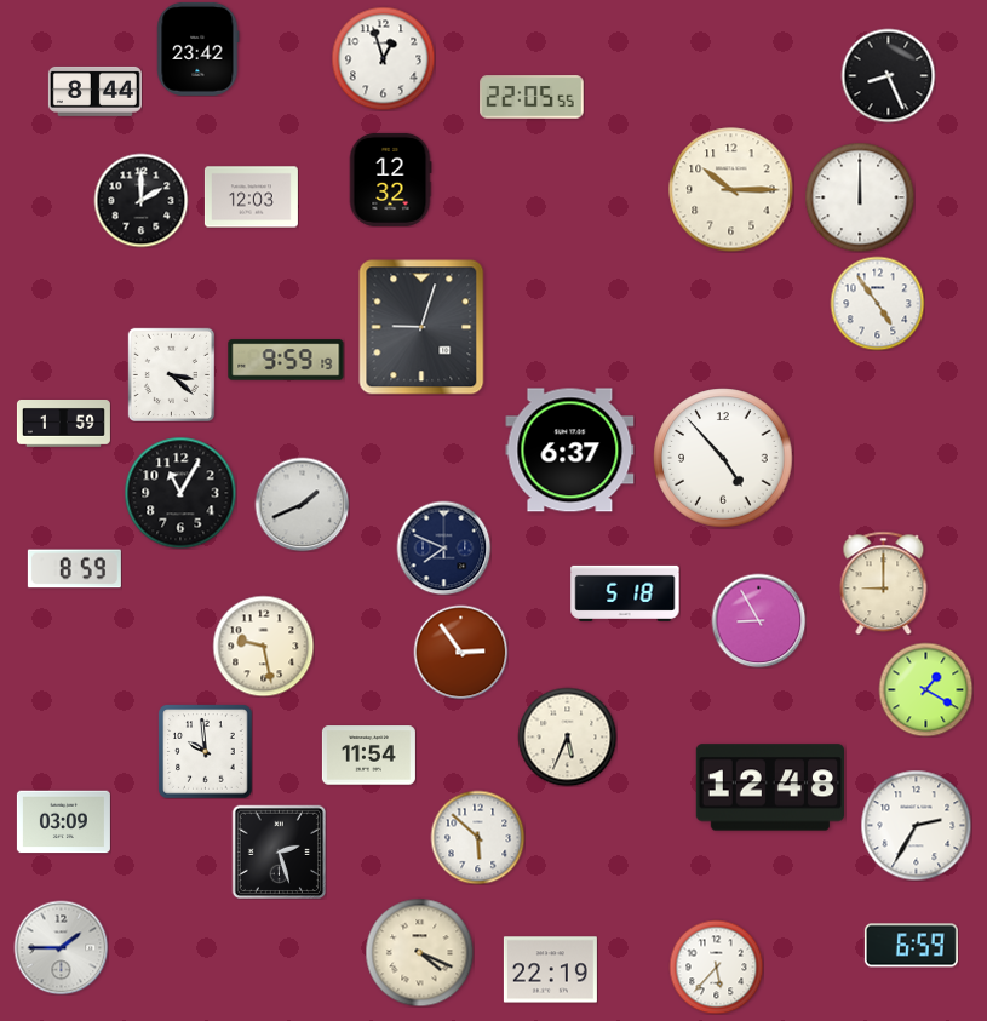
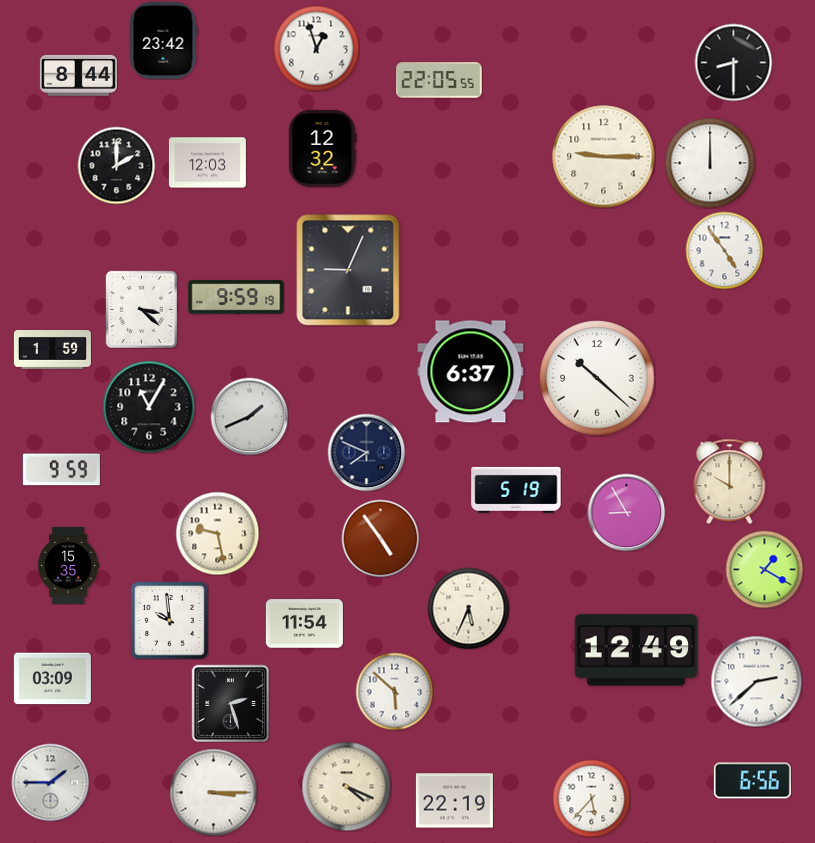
clock at (888, 75): 8:26 -> 8:30
clock at (731, 190): 10:15 -> 9:15
clock at (421, 327): 9:03 -> 9:04
clock at (723, 458): 4:53 -> 10:22
clock at (74, 569): 8:59 -> 9:59
clock at (884, 583): 9:00 -> 10:00
clock at (625, 593): 5:18 -> 5:19
clock at (460, 652): 2:54 -> 4:54
clock at (69, 565): none -> 15:35
clock at (769, 787): 12:48 -> 12:49
clock at (916, 825): 2:35 -> 2:38
clock at (911, 946): 6:59 -> 6:56
clock at (213, 792): none -> 3:15
